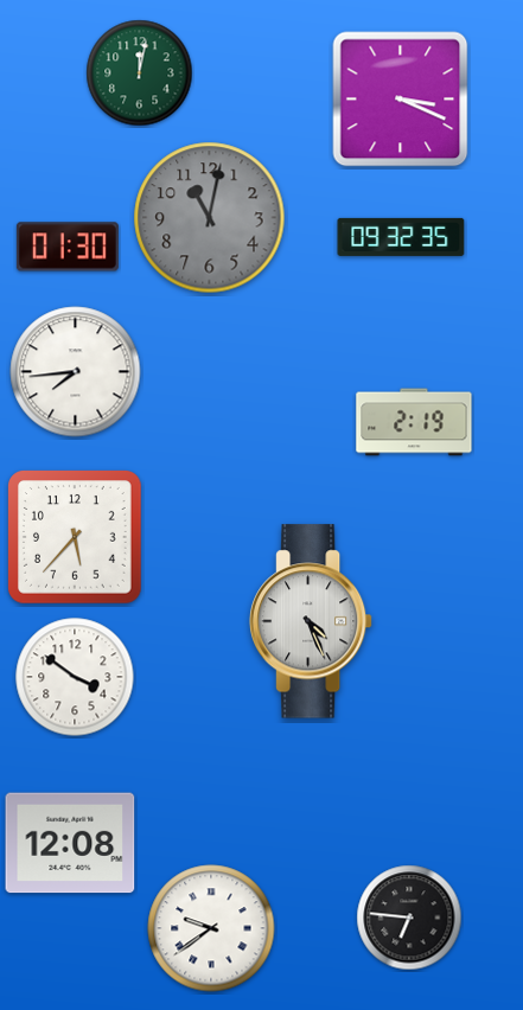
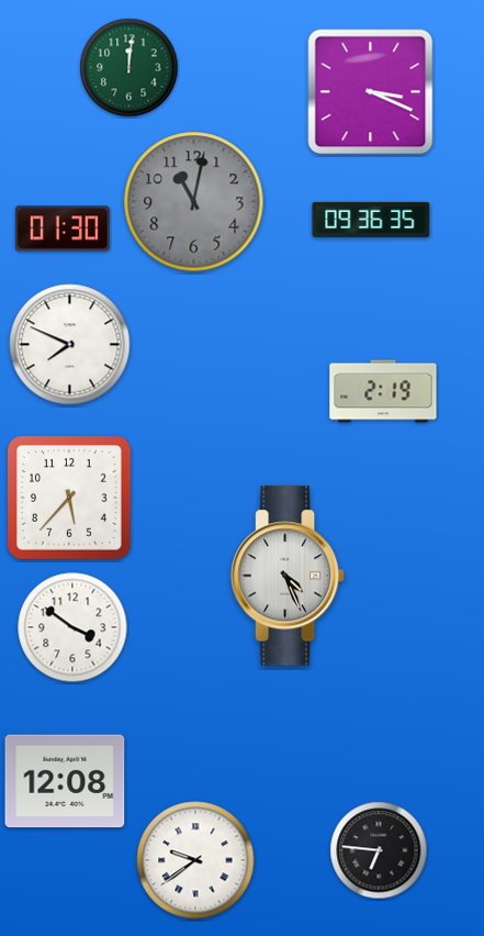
clock at (140, 73): 12:02 -> 12:01
clock at (401, 237): 09:32 -> 09:36
clock at (76, 372): 7:44 -> 7:49
clock at (75, 677) position: (75, 677) -> (72, 627)
